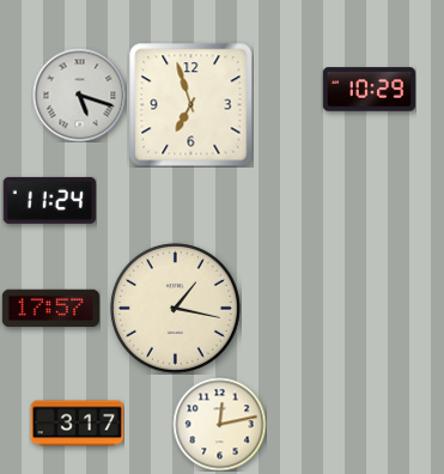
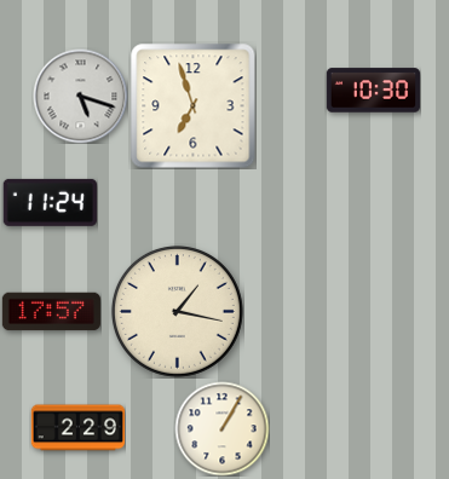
clock at (369, 90): 10:29 -> 10:30
clock at (77, 424): 3:17 -> 2:29
clock at (219, 424): 12:13 -> 1:05
